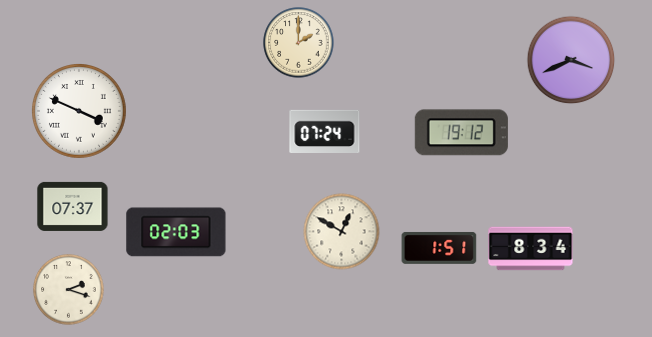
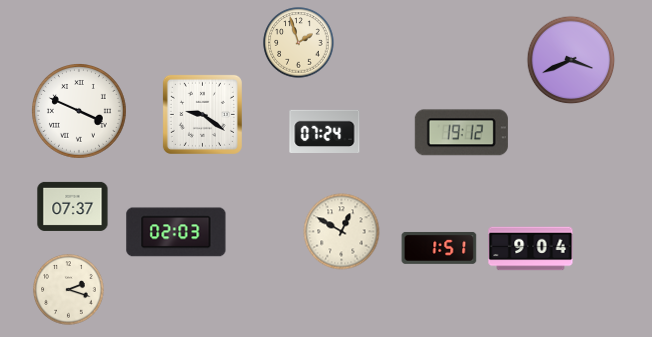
clock at (299, 43): 2:00 -> 1:57
clock at (202, 114): none -> 9:21
clock at (531, 249): 8:34 -> 9:04
